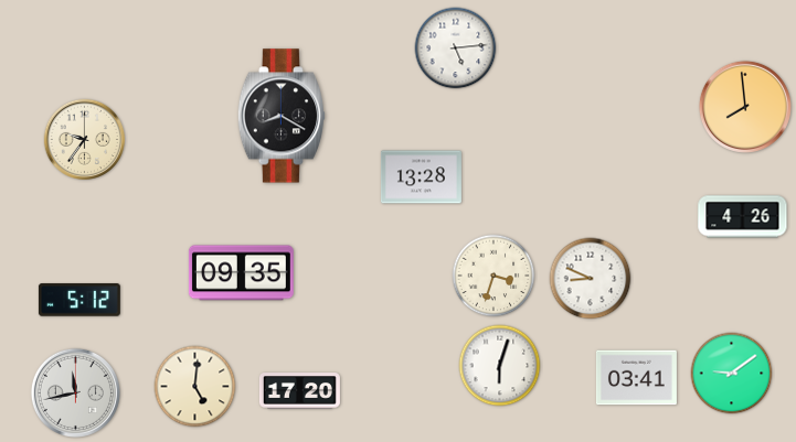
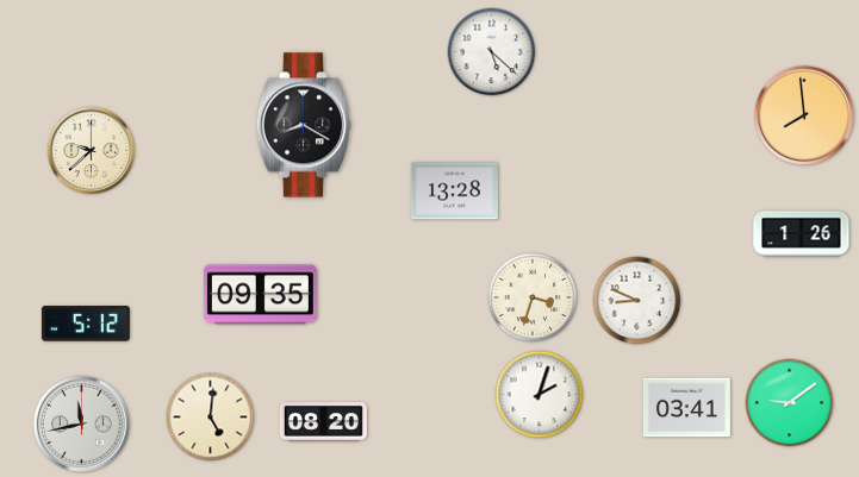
clock at (456, 48): 5:14 -> 5:22
clock at (84, 139): 9:36 -> 9:38
clock at (743, 217): 4:26 -> 1:26
clock at (500, 366): 6:03 -> 2:03
clock at (299, 391): 17:20 -> 08:20
